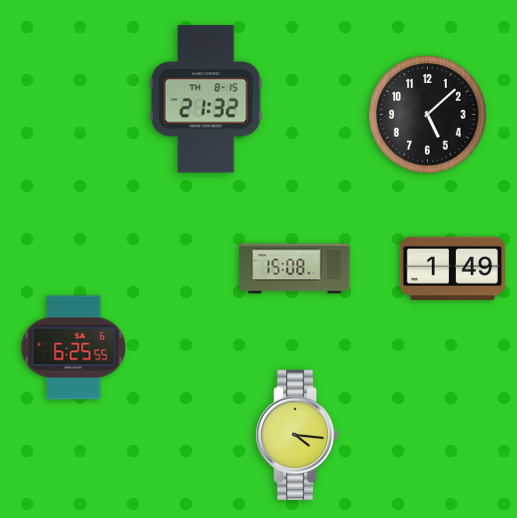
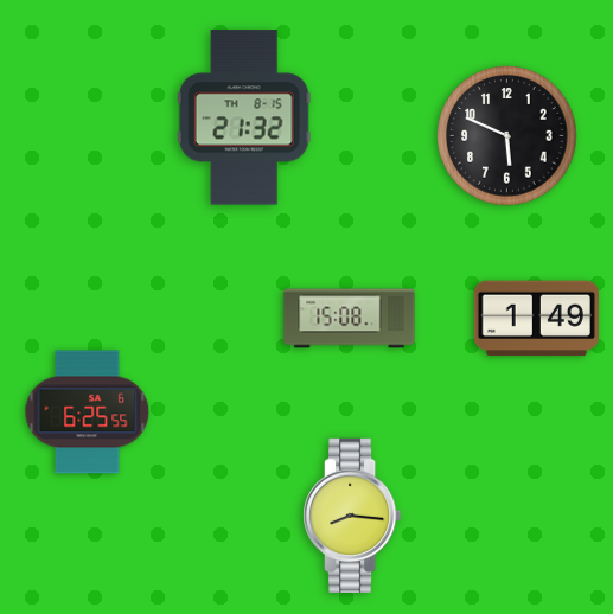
clock at (428, 115): 5:08 -> 5:49
clock at (297, 435): 4:16 -> 8:16
